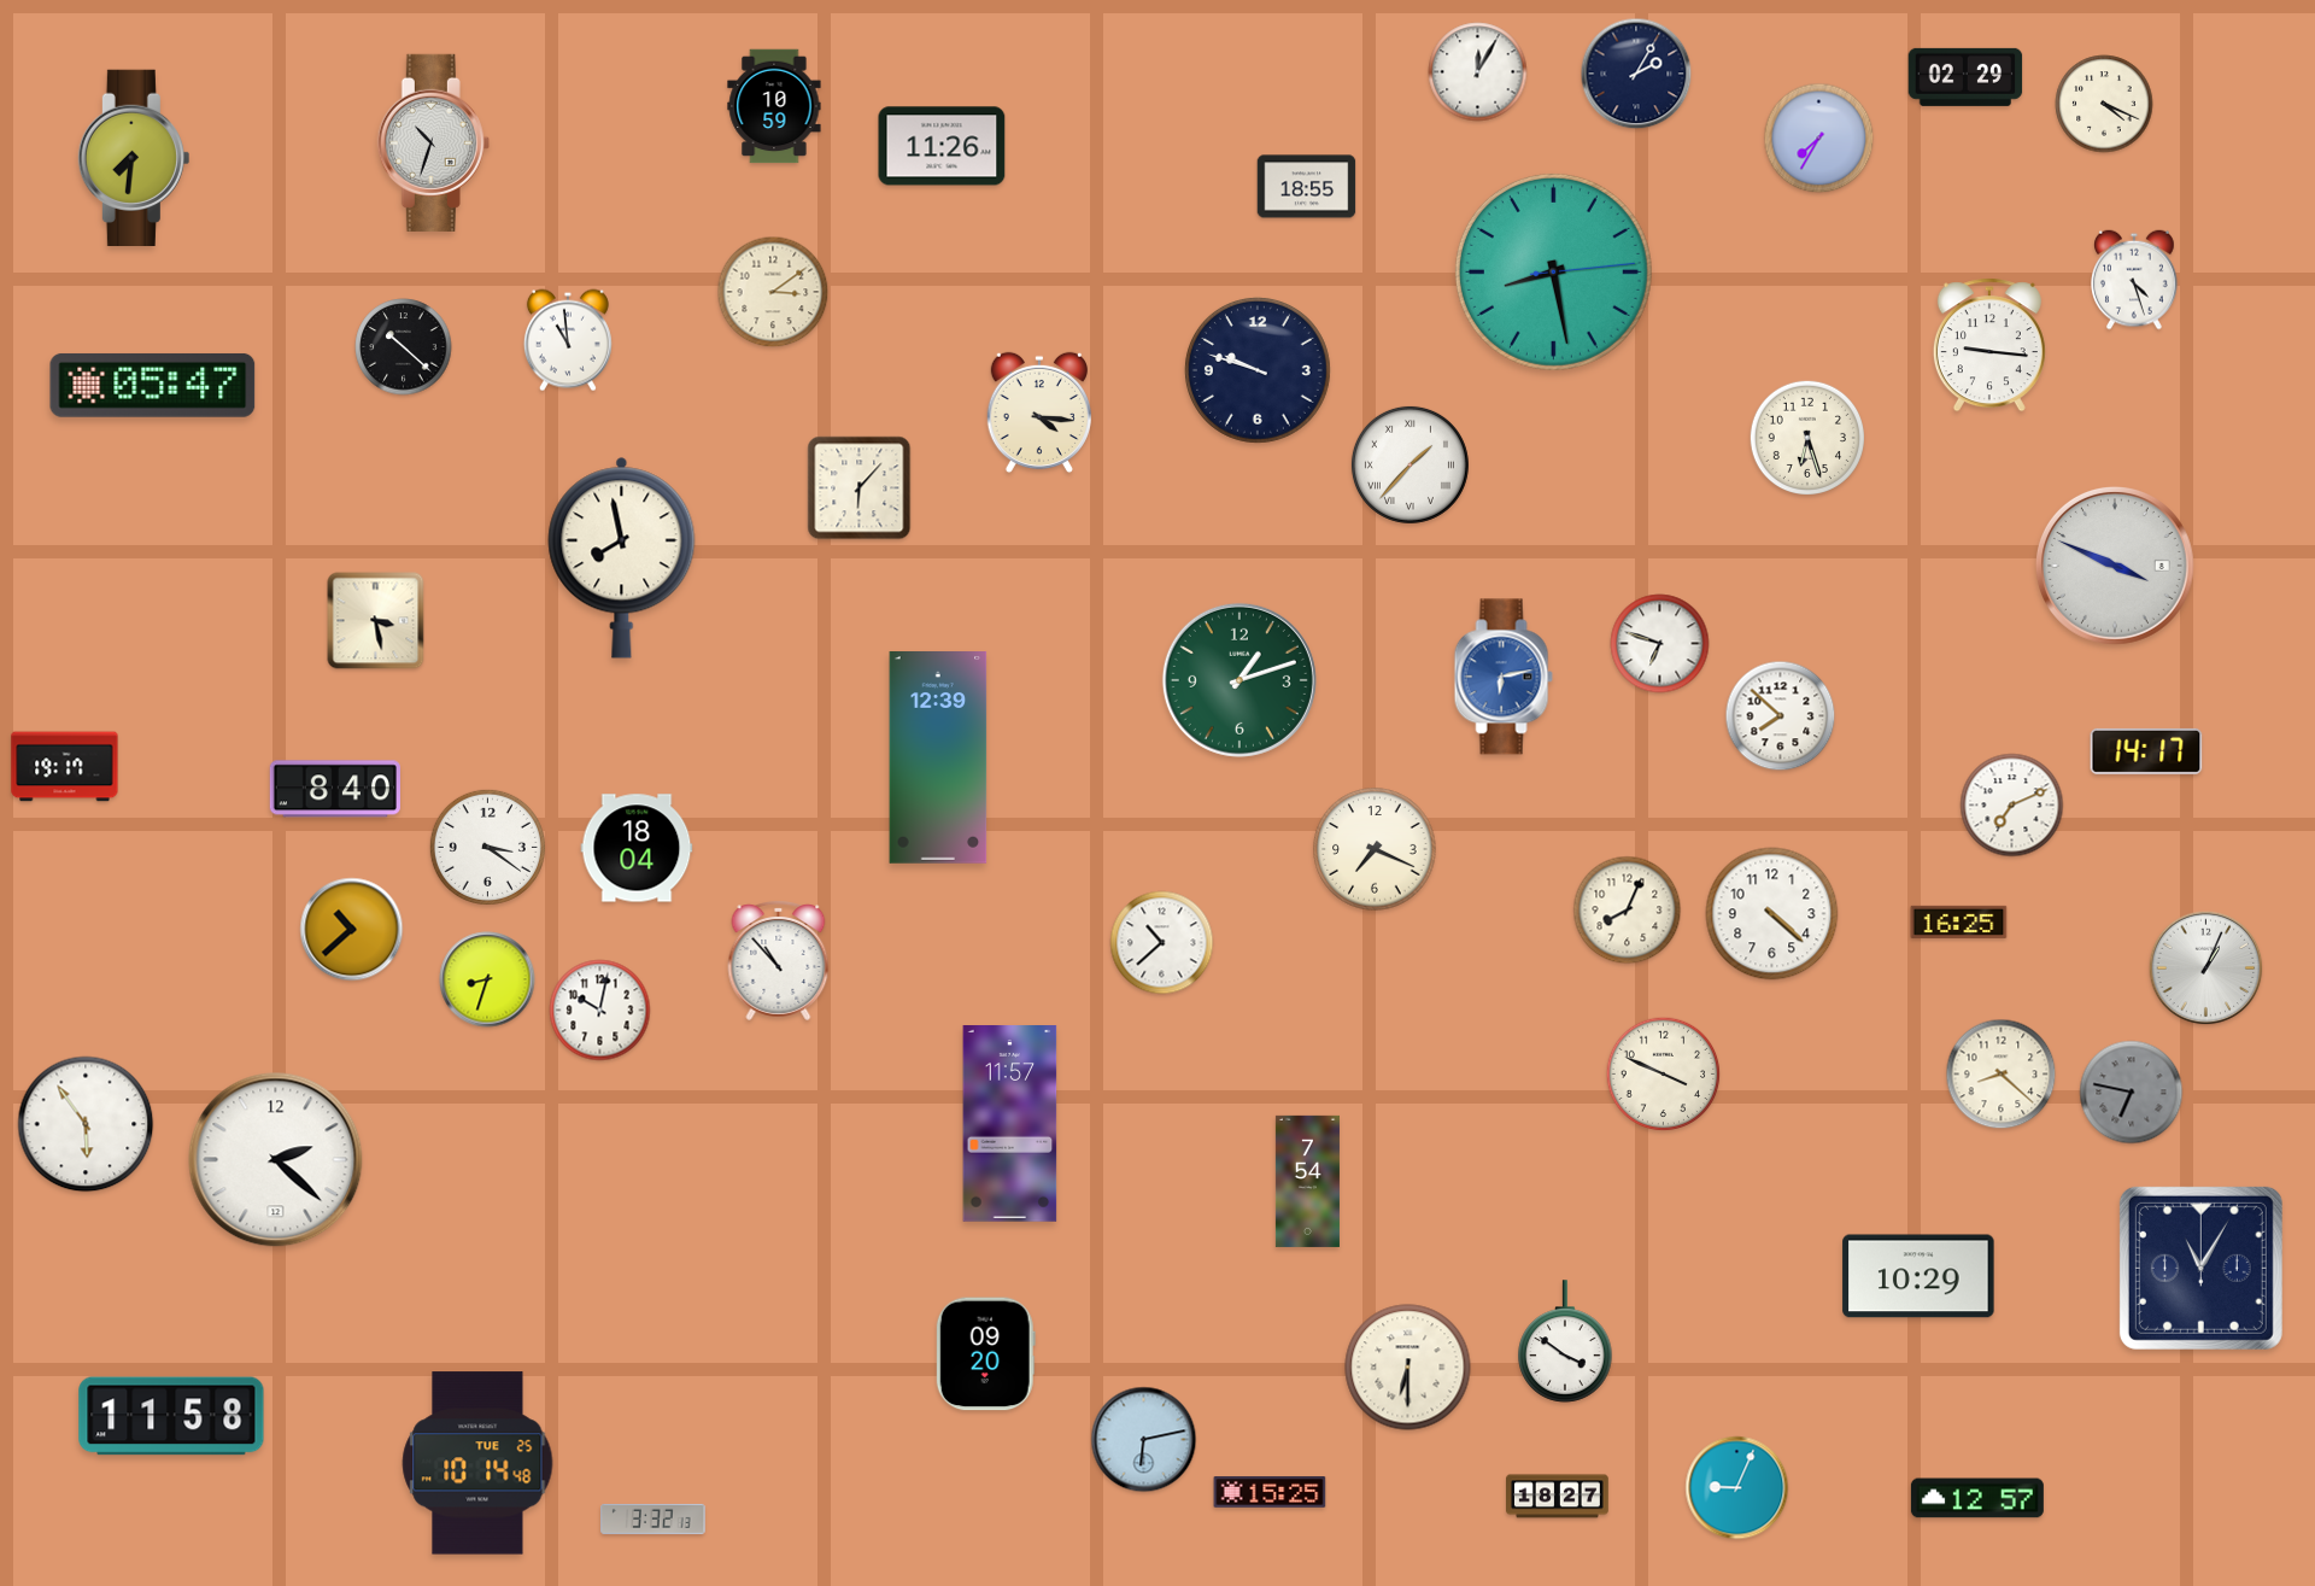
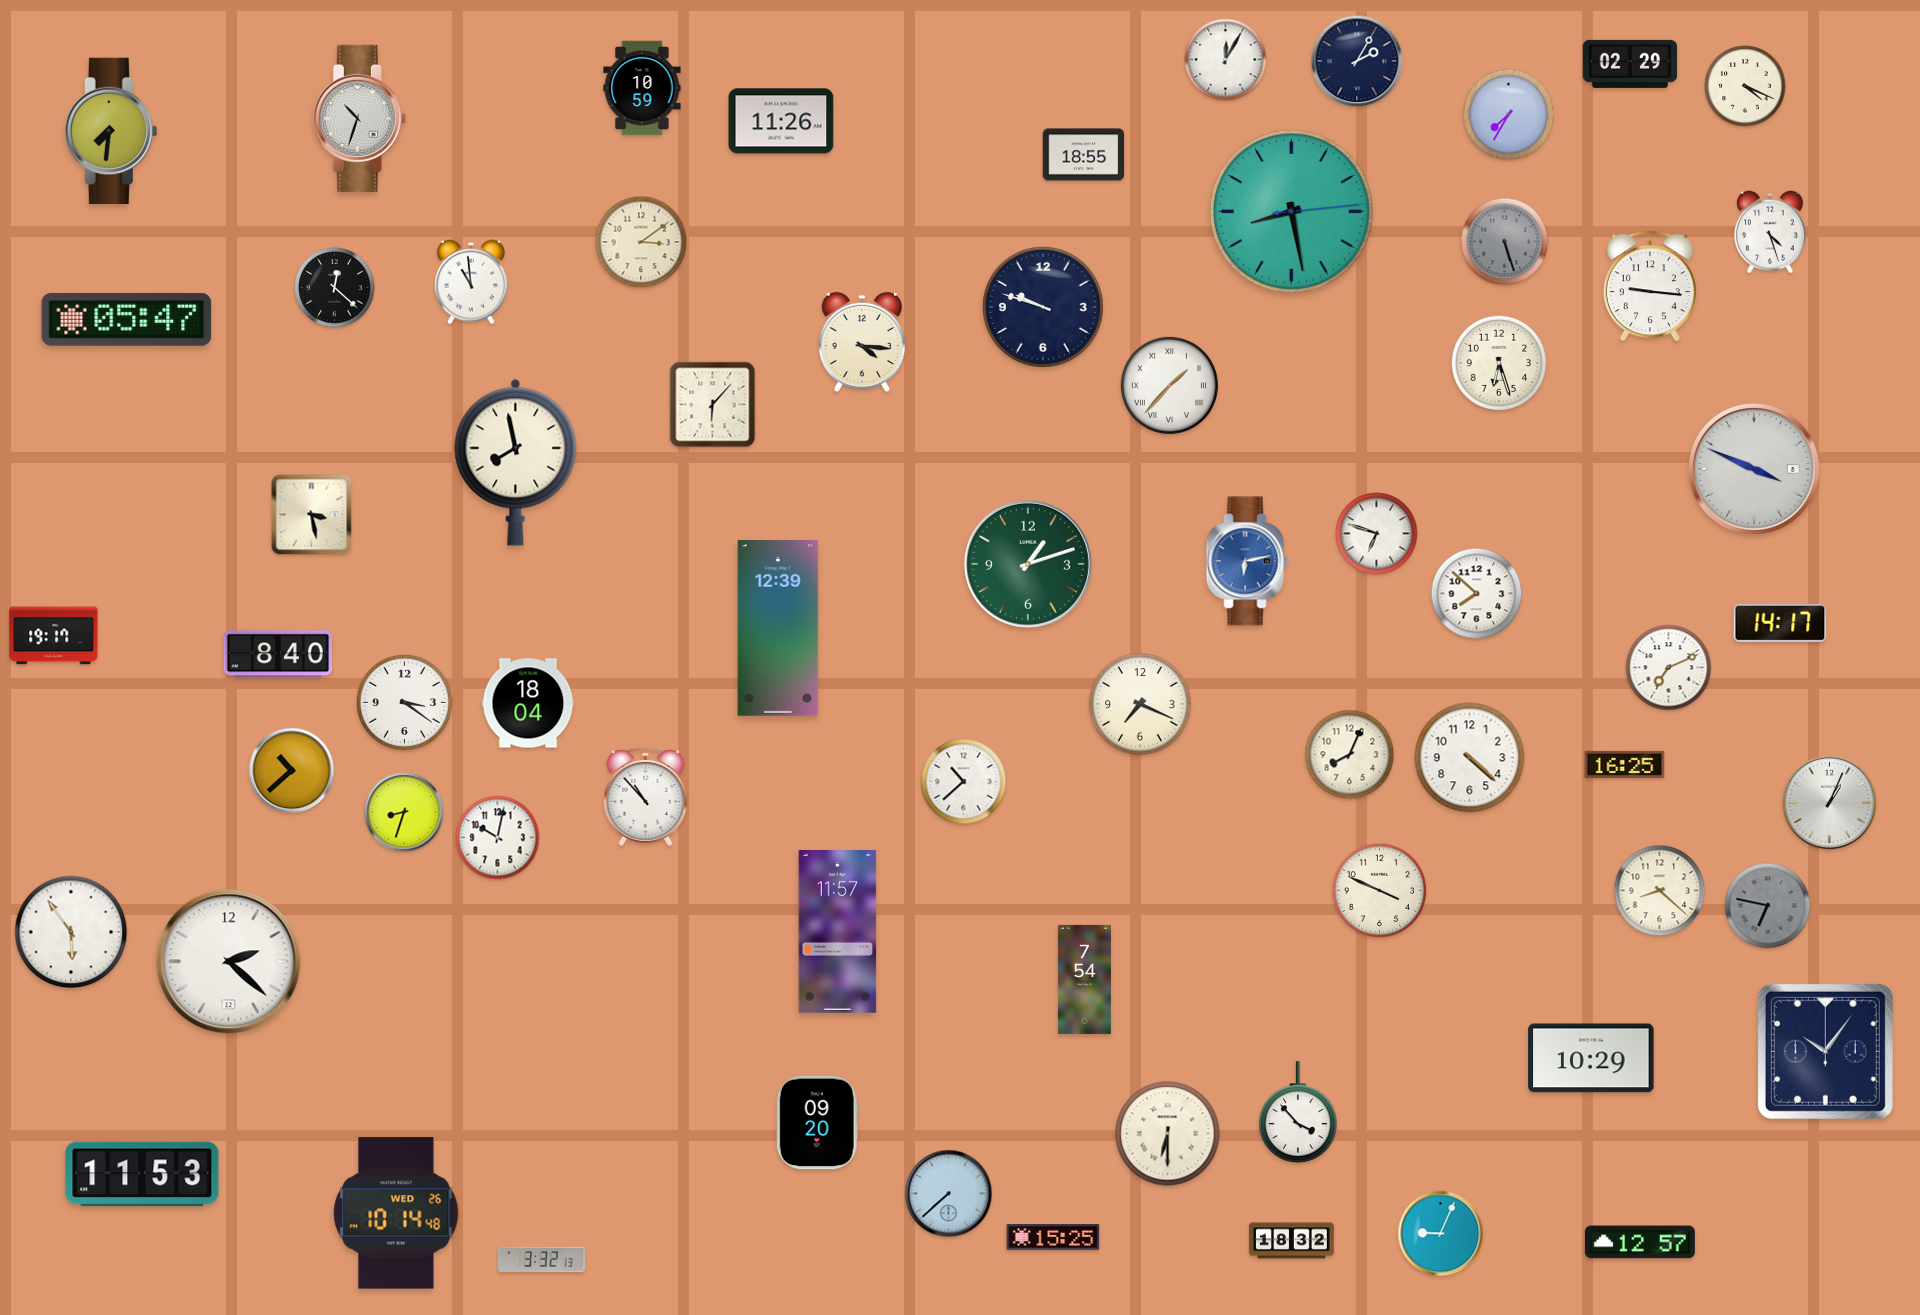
clock at (1553, 271) position: (1553, 271) -> (1291, 211)
clock at (1505, 242): none -> 5:27
clock at (404, 347): 10:22 -> 12:22
clock at (2200, 1268): 11:05 -> 10:06
clock at (1565, 1341): 3:51 -> 3:53
clock at (171, 1416): 11:58 -> 11:53
clock at (1144, 1440): 6:13 -> 7:38
clock at (477, 1463) date: TUE 25 -> WED 26
clock at (1558, 1497): 18:27 -> 18:32
